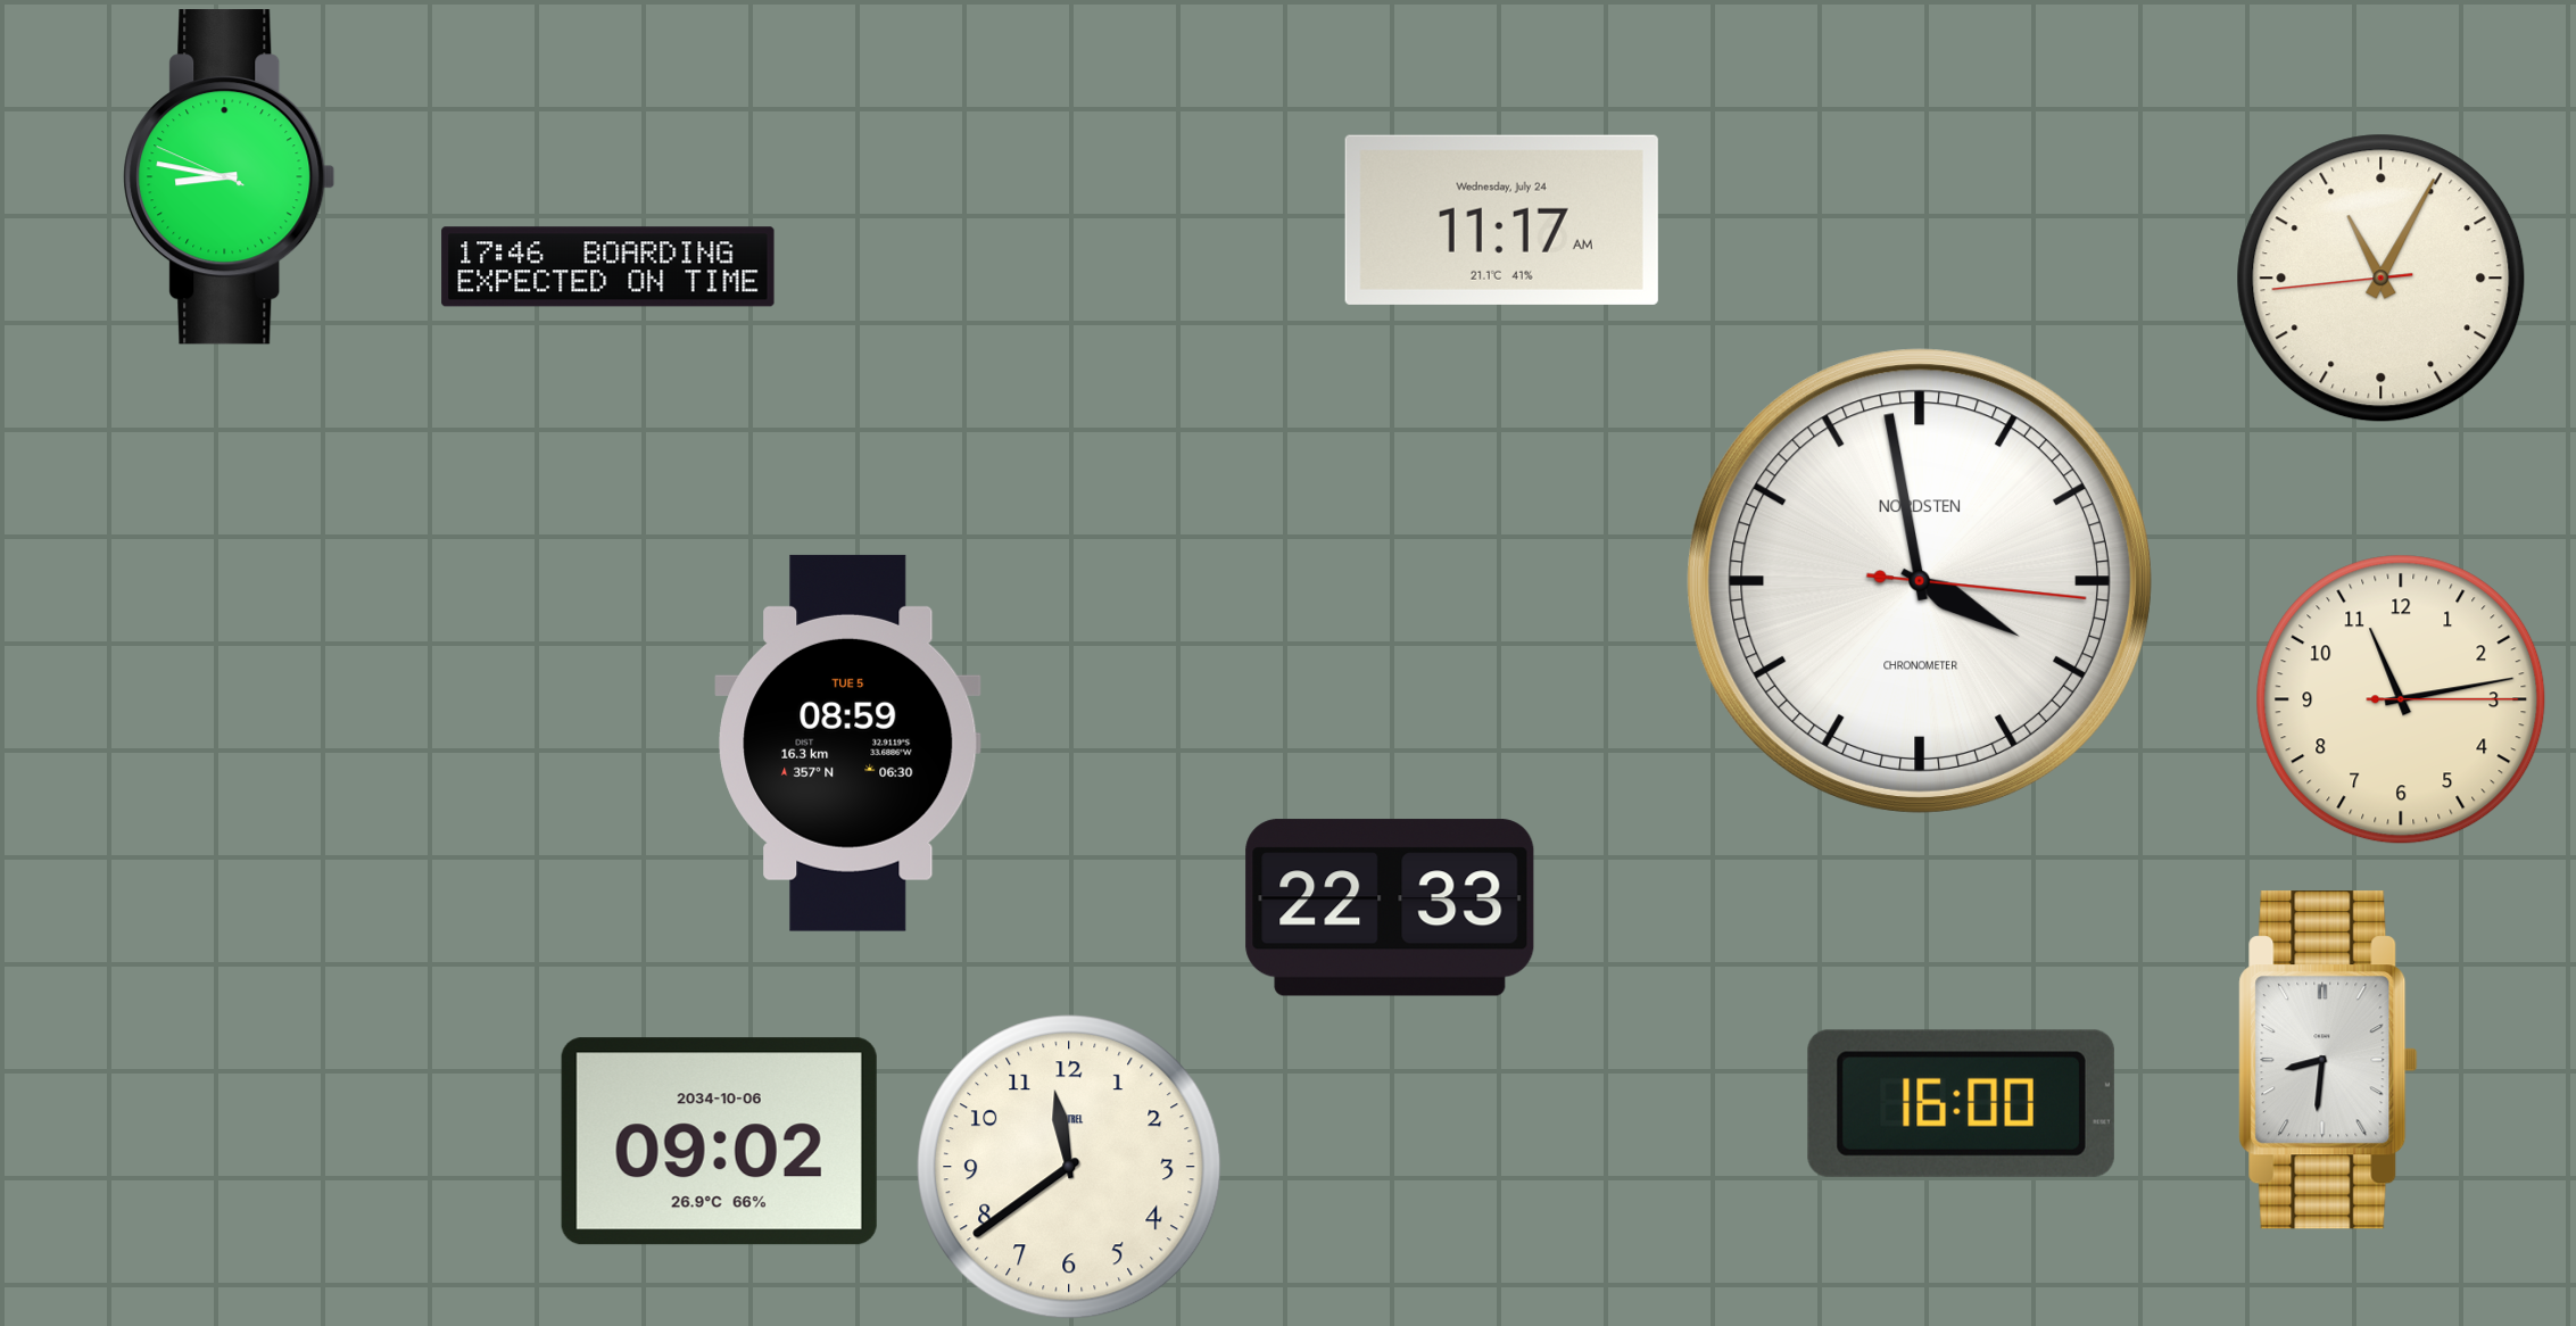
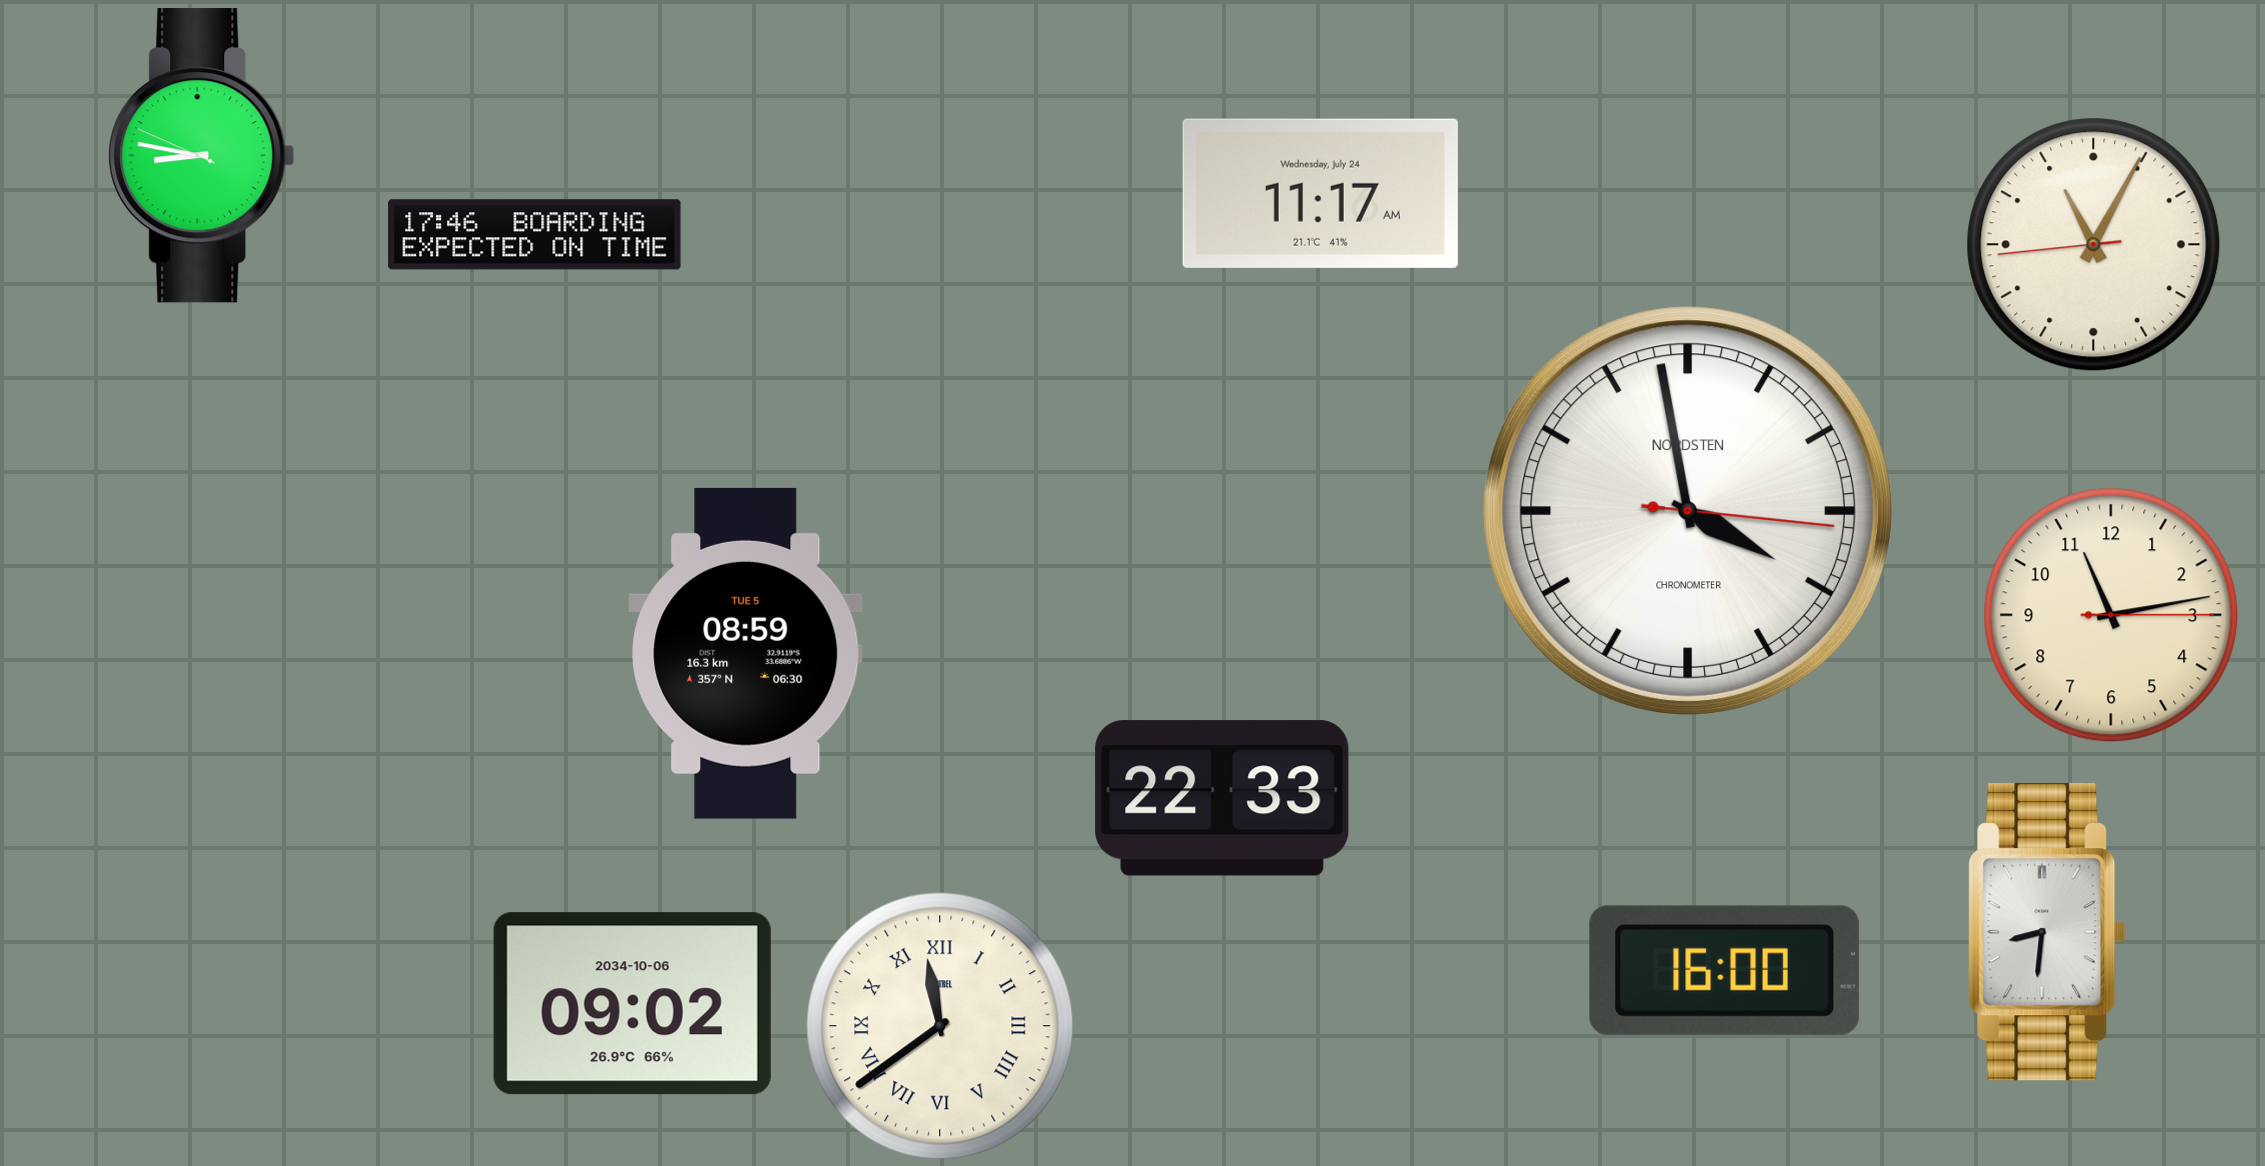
clock at (1069, 1167) numerals: Arabic -> Roman
